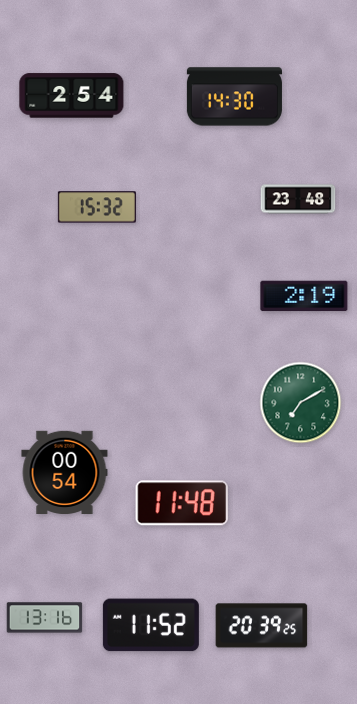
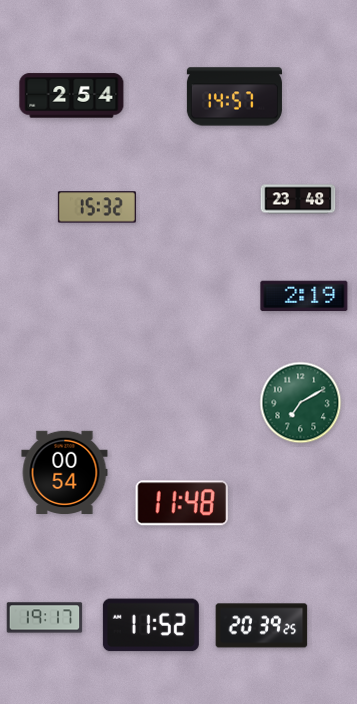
clock at (234, 97): 14:30 -> 14:57
clock at (45, 618): 13:16 -> 19:17
